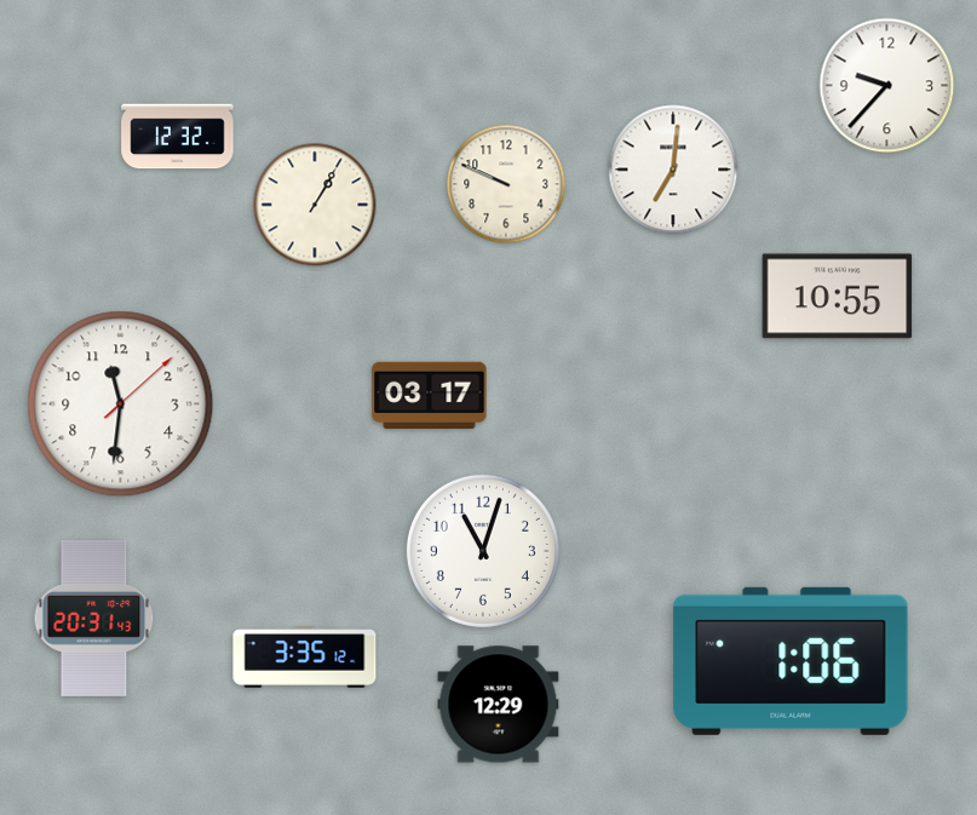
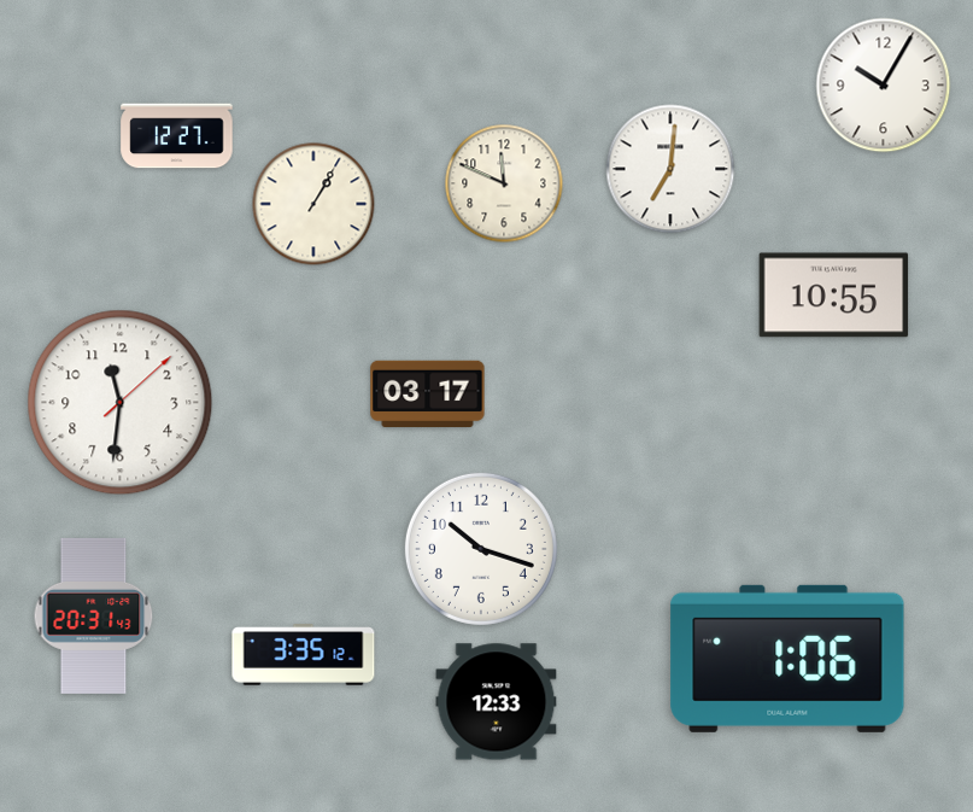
clock at (887, 86): 9:37 -> 10:05
clock at (178, 137): 12:32 -> 12:27
clock at (506, 184): 9:49 -> 11:49
clock at (483, 551): 11:03 -> 10:18
clock at (499, 705): 12:29 -> 12:33
